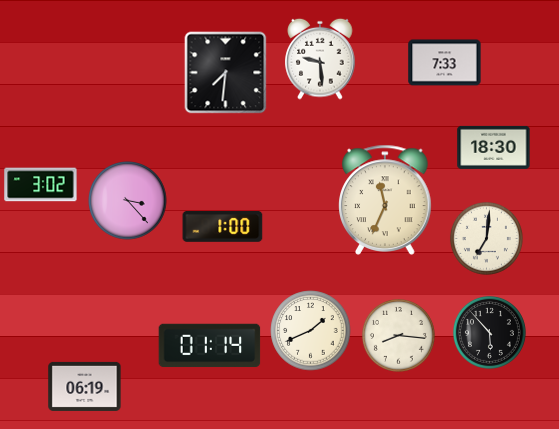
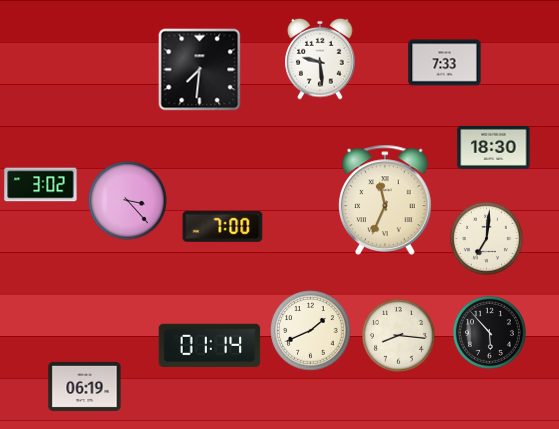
clock at (226, 73) position: (226, 73) -> (200, 70)
clock at (223, 227): 1:00 -> 7:00
